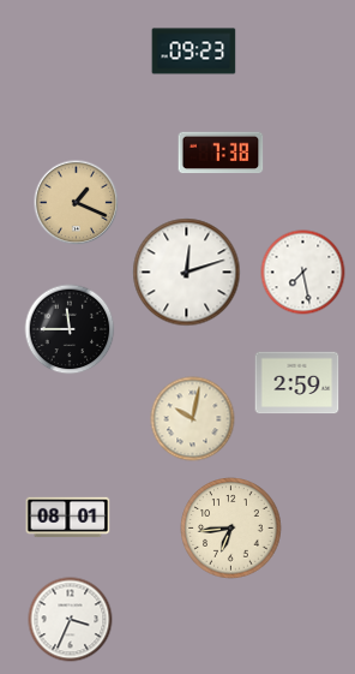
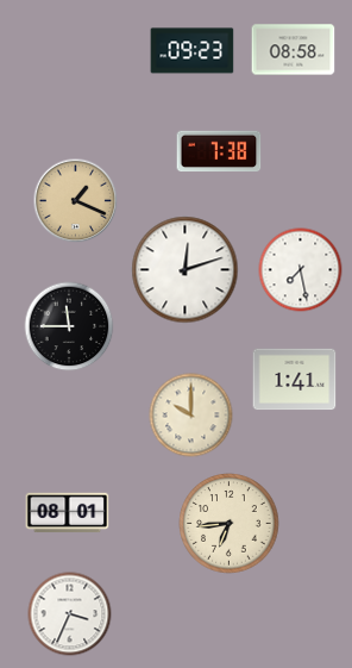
clock at (294, 50): none -> 08:58
clock at (297, 383): 2:59 -> 1:41
clock at (193, 419): 10:02 -> 10:00
